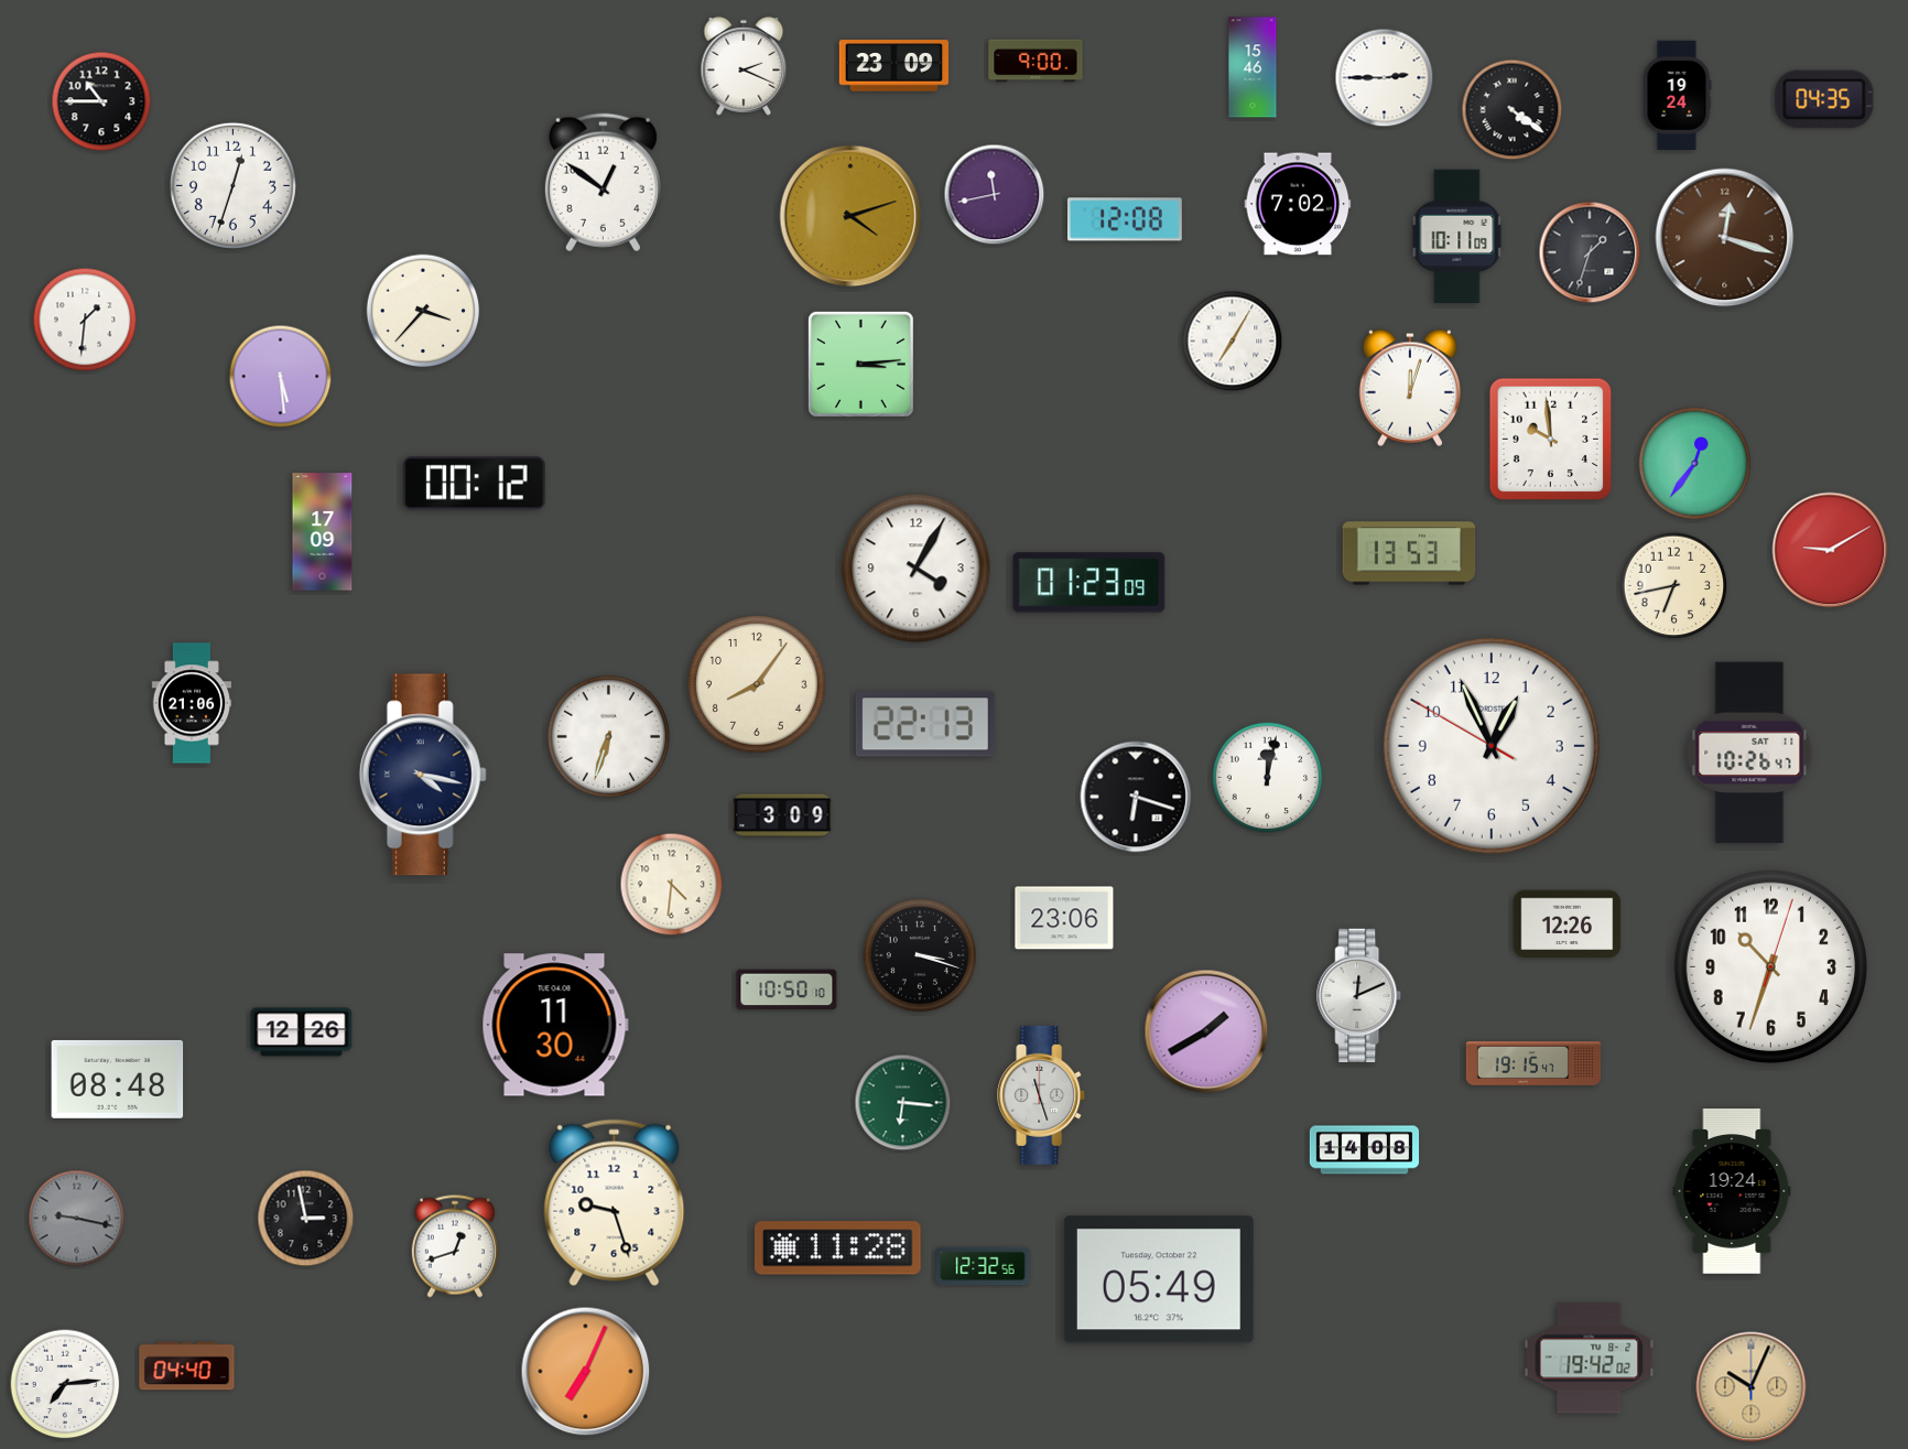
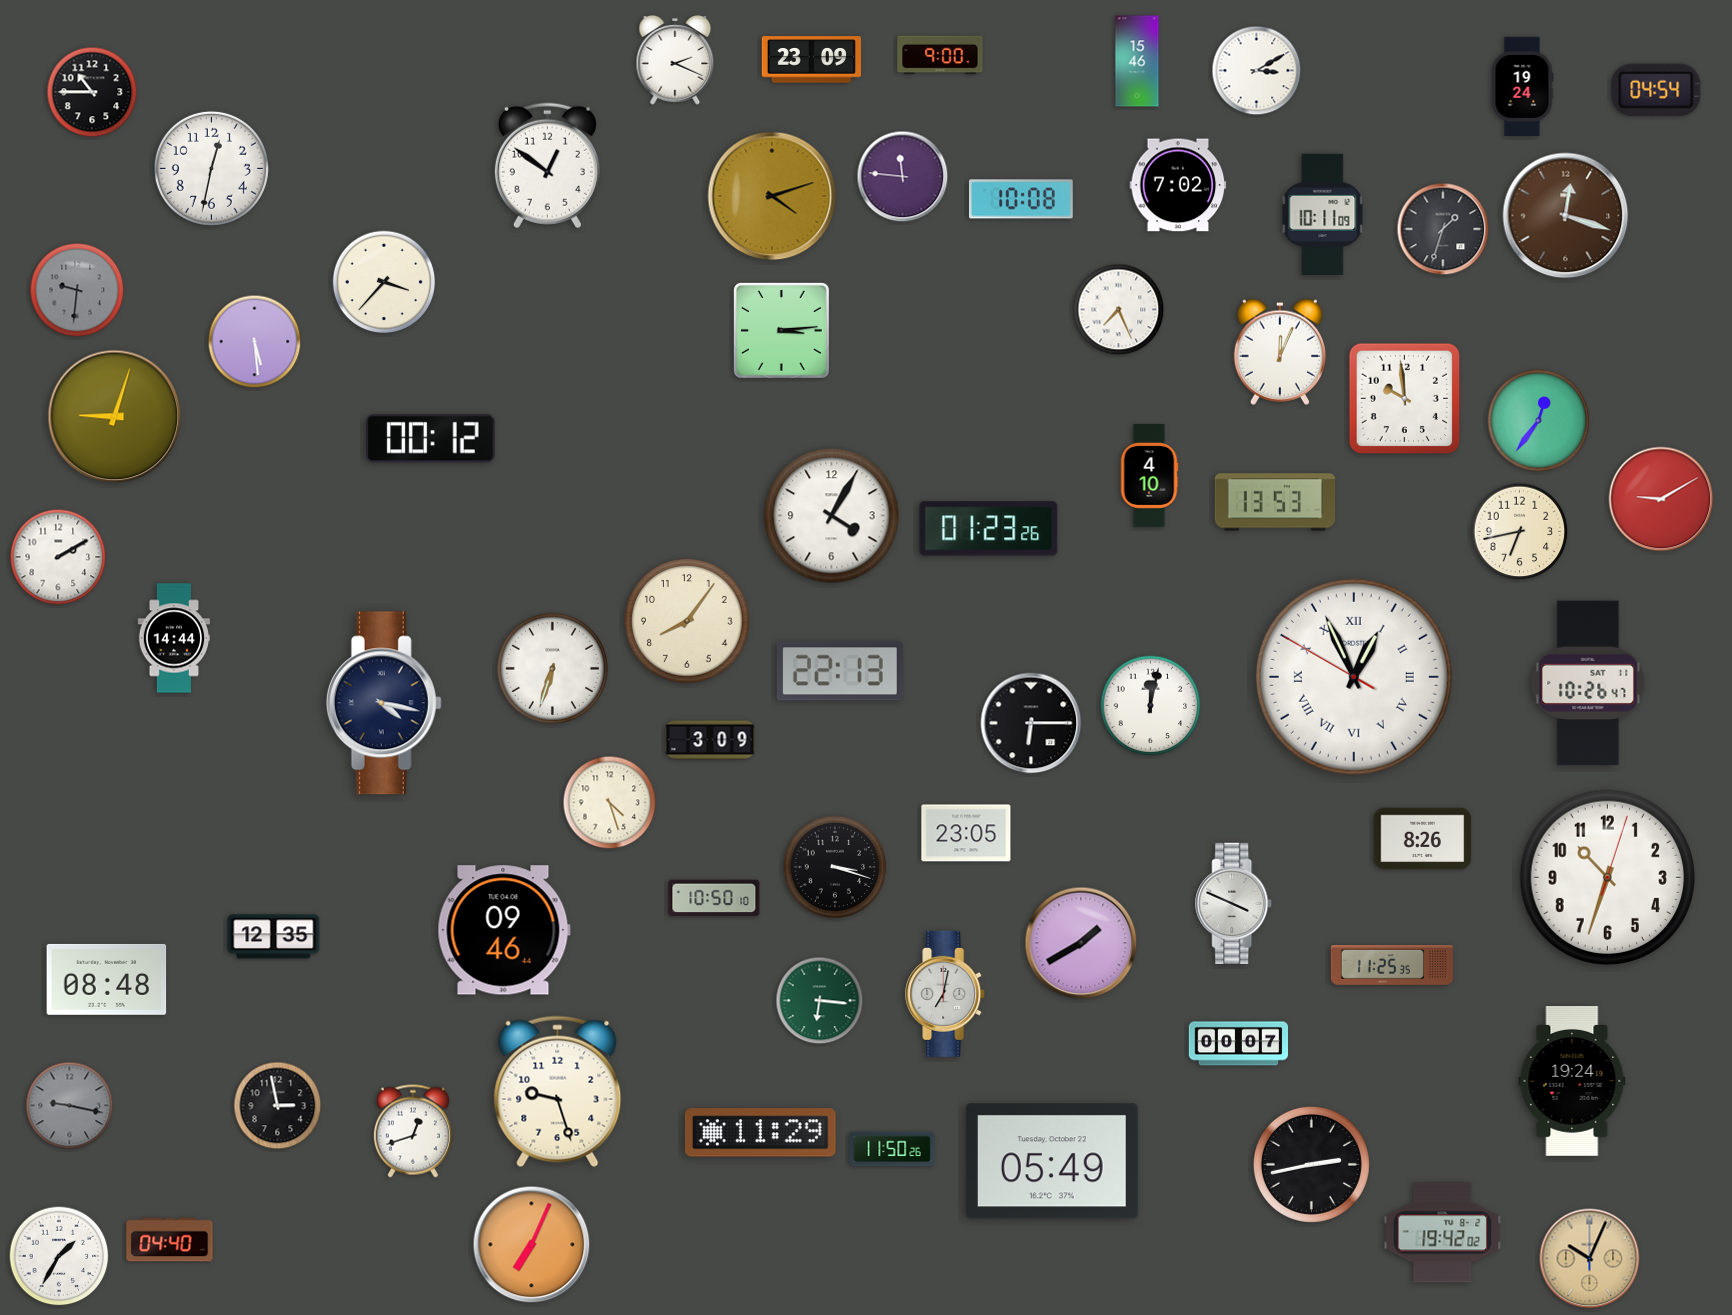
clock at (1385, 78): 2:45 -> 3:10
clock at (1824, 99): 04:35 -> 04:54
clock at (1513, 110): 4:21 -> none
clock at (232, 185): 12:33 -> 12:32
clock at (995, 195): 11:43 -> 11:46
clock at (1125, 219): 12:08 -> 10:08
clock at (85, 320): 1:31 -> 9:31
clock at (85, 320) dial: white -> grey
clock at (1233, 342): 7:05 -> 7:26
clock at (1410, 388): 12:03 -> 12:04
clock at (1551, 440) position: (1551, 440) -> (1405, 399)
clock at (115, 417): none -> 9:03
clock at (1149, 475): none -> 4:10
clock at (323, 532): 17:09 -> none
clock at (1409, 553) position: (1409, 553) -> (1275, 502)
clock at (1089, 583): 01:23:09 -> 01:23:26
clock at (58, 557): none -> 2:10
clock at (191, 703): 21:06 -> 14:44
clock at (925, 724) position: (925, 724) -> (840, 671)
clock at (1492, 746) numerals: Arabic -> Roman
clock at (1136, 797): 6:18 -> 6:15
clock at (672, 885): 4:31 -> 4:27
clock at (1064, 918): 23:06 -> 23:05
clock at (1568, 924): 12:26 -> 8:26
clock at (1359, 996): 12:11 -> 3:49
clock at (555, 1025): 11:30 -> 09:46
clock at (1206, 1031) position: (1206, 1031) -> (1081, 943)
clock at (302, 1032): 12:26 -> 12:35
clock at (1533, 1064): 19:15 -> 11:25
clock at (1042, 1095): 11:27 -> 7:02
clock at (1365, 1150): 14:08 -> 00:07
clock at (838, 1248): 11:28 -> 11:29
clock at (983, 1266): 12:32 -> 11:50
clock at (1311, 1164): none -> 2:43
clock at (65, 1384): 7:14 -> 1:35
